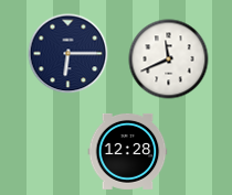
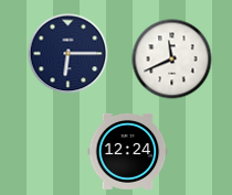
clock at (169, 59) position: (169, 59) -> (172, 59)
clock at (128, 151): 12:28 -> 12:24
